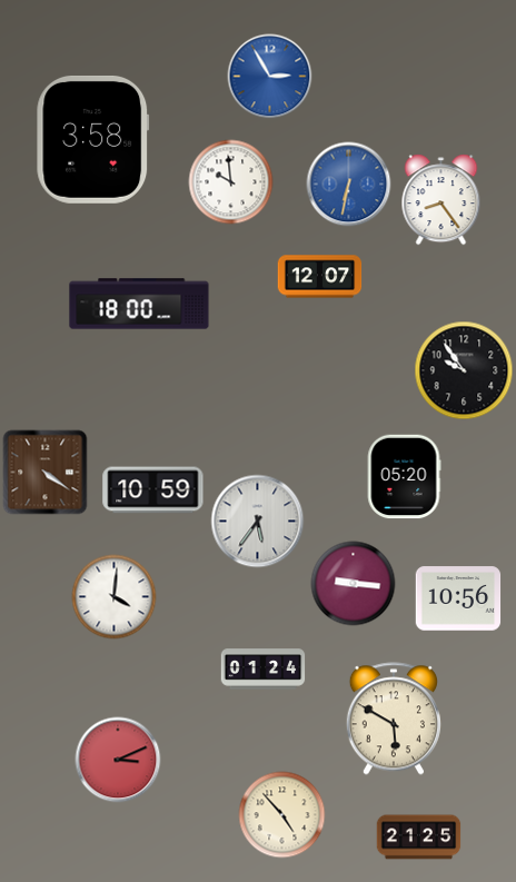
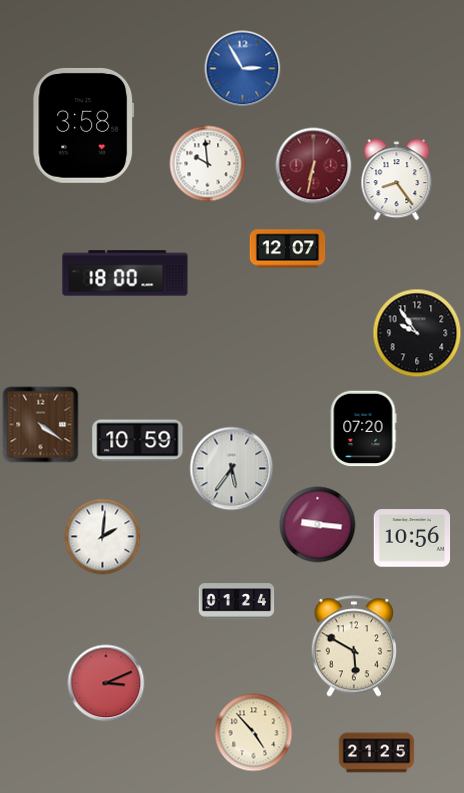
clock at (349, 185) dial: blue -> burgundy
clock at (404, 477): 05:20 -> 07:20
clock at (115, 597): 4:01 -> 2:01
